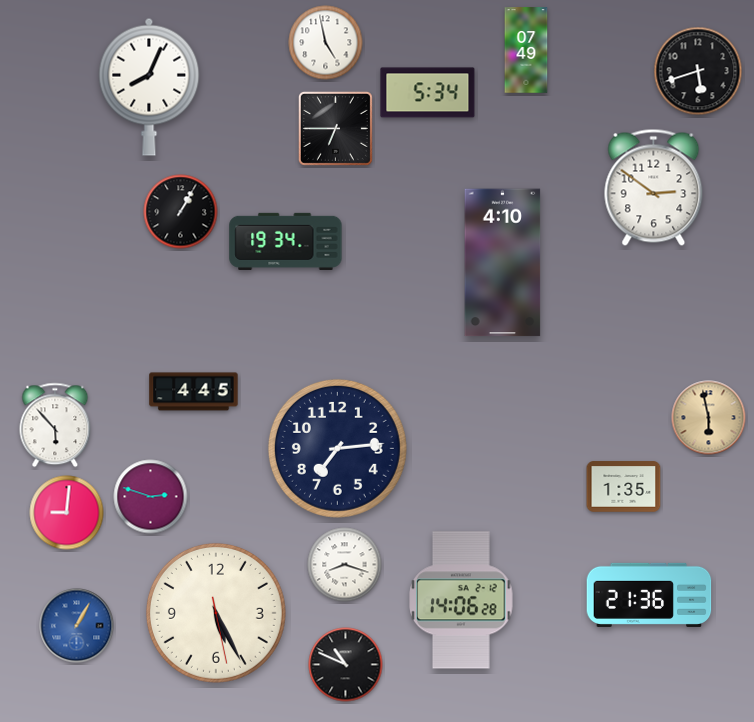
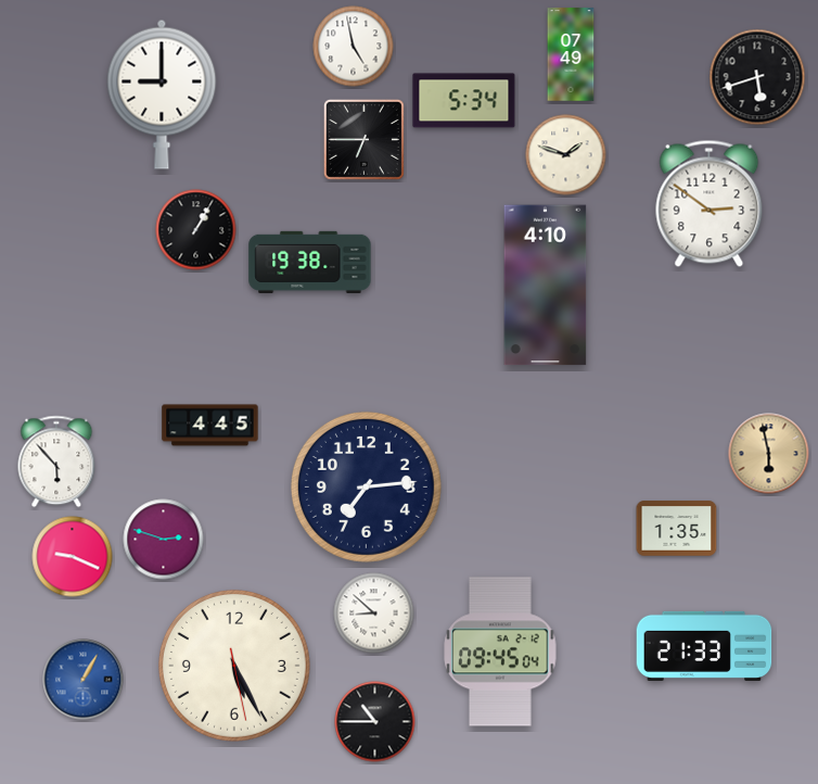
clock at (149, 87): 8:04 -> 9:00
clock at (566, 155): none -> 1:48
clock at (286, 241): 19:34 -> 19:38
clock at (55, 425) position: (55, 425) -> (56, 461)
clock at (67, 513): 9:01 -> 9:19
clock at (345, 565): 8:18 -> 8:52
clock at (649, 595): 21:36 -> 21:33
clock at (461, 600): 14:06 -> 09:45
clock at (346, 665): 10:49 -> 10:45
